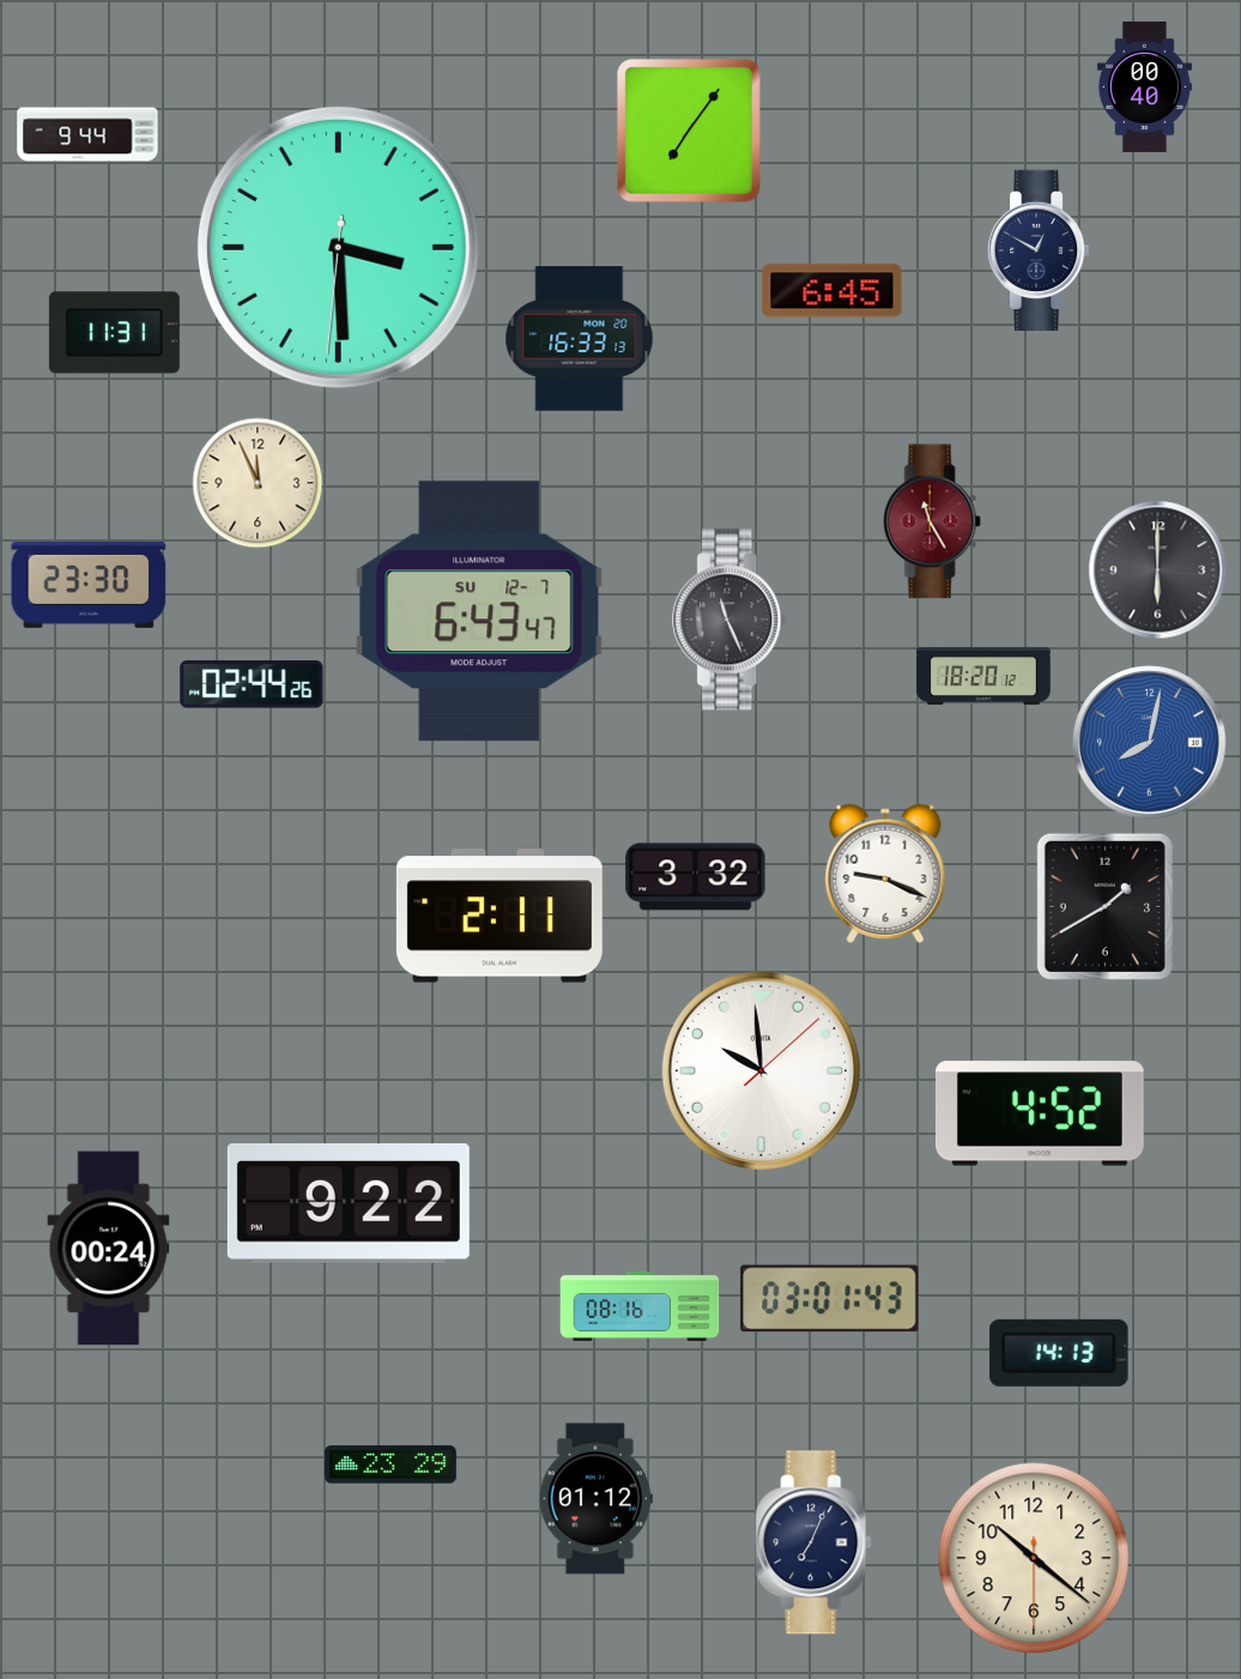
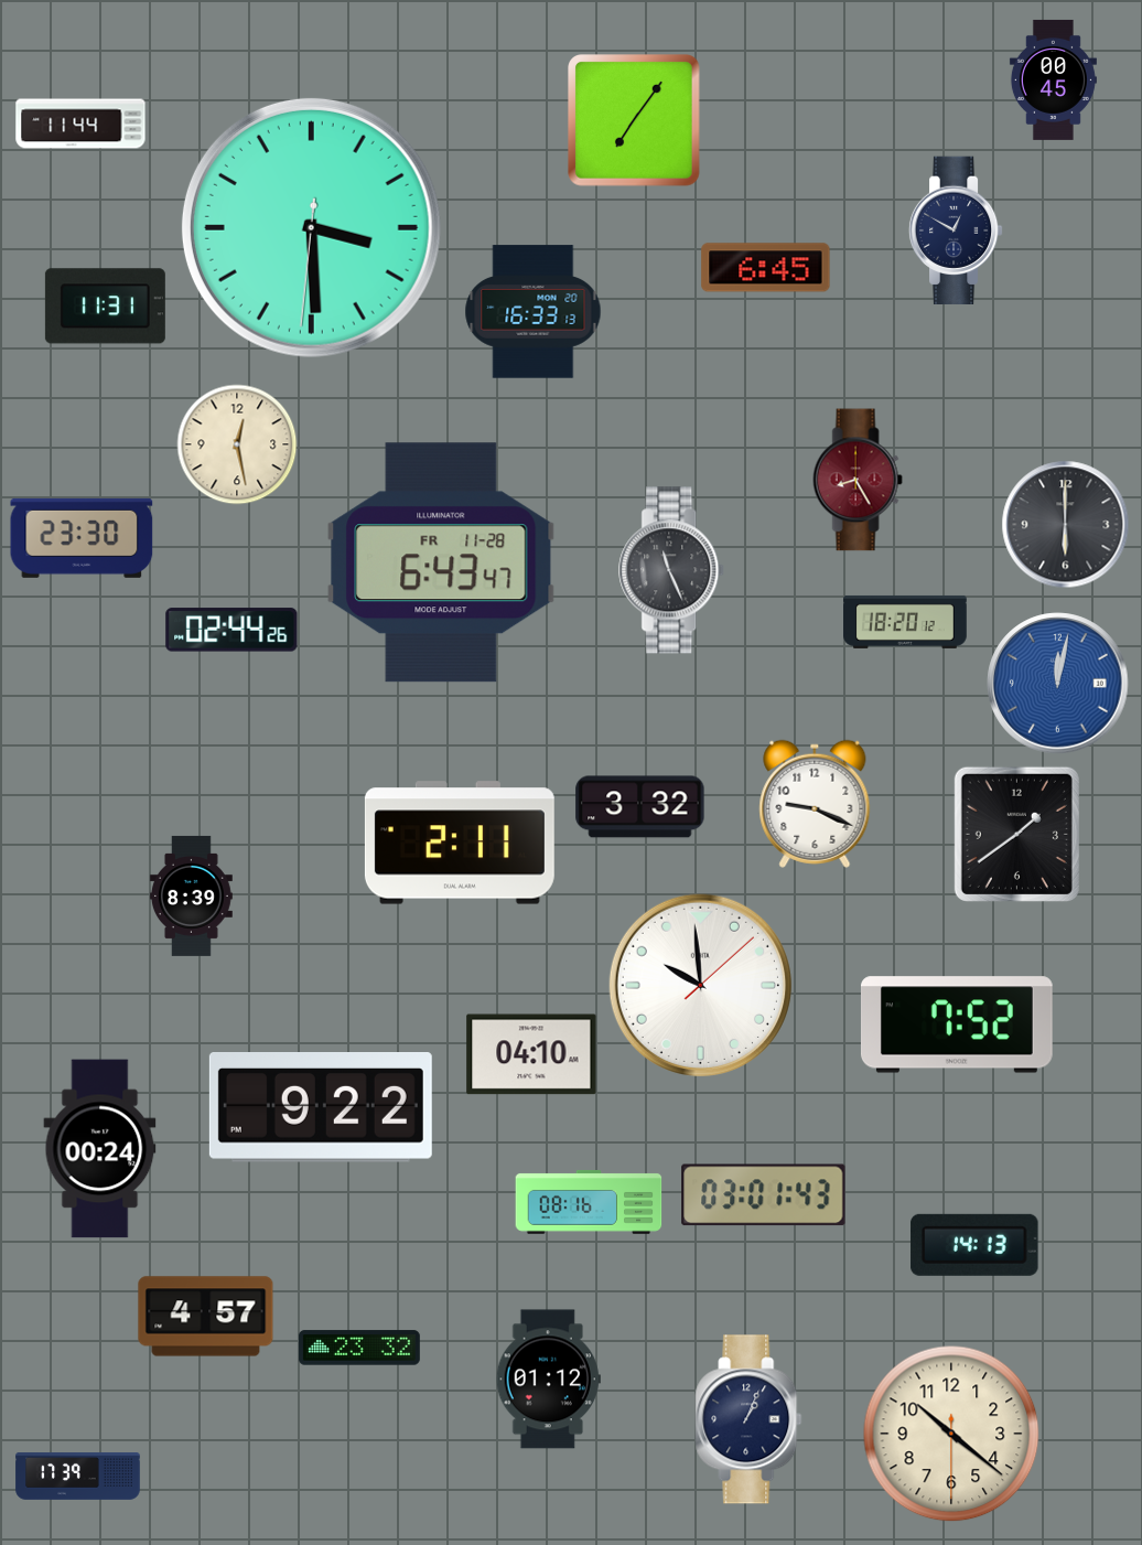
clock at (1144, 86): 00:40 -> 00:45
clock at (87, 134): 9:44 -> 11:44
clock at (258, 483): 11:56 -> 12:28
clock at (932, 521): 11:25 -> 8:25
clock at (479, 611) date: SU 12-7 -> FR 11-28
clock at (1150, 743): 8:02 -> 12:02
clock at (1104, 906): 1:40 -> 1:39
clock at (191, 895): none -> 8:39
clock at (1040, 1113): 4:52 -> 7:52
clock at (531, 1054): none -> 04:10
clock at (206, 1317): none -> 4:57
clock at (391, 1464): 23:29 -> 23:32
clock at (813, 1542): 7:04 -> 1:04
clock at (78, 1477): none -> 17:39
